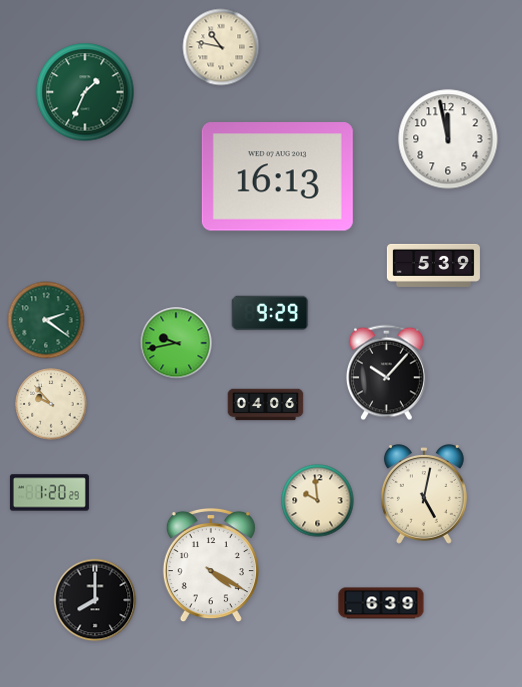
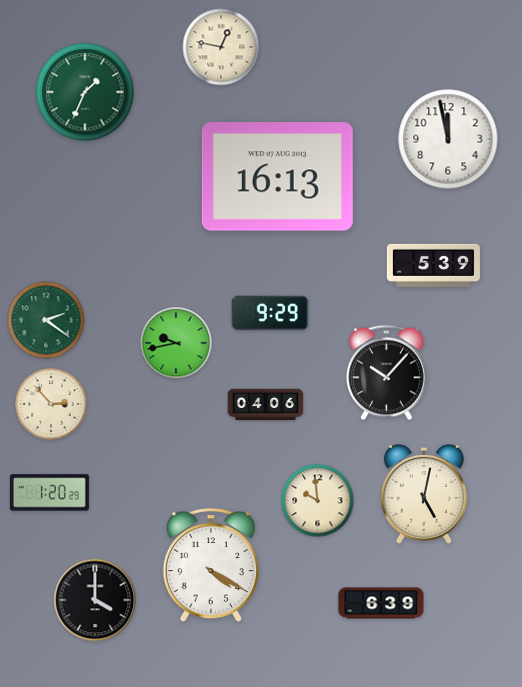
clock at (221, 47): 10:47 -> 12:47
clock at (51, 404): 9:53 -> 2:53
clock at (95, 600): 8:00 -> 4:00
